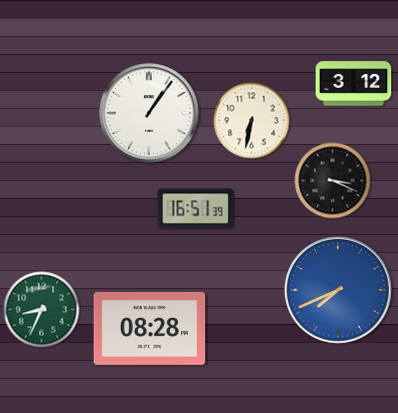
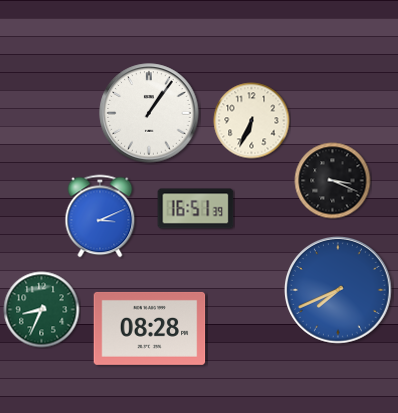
clock at (354, 84): 3:12 -> none
clock at (252, 121): 6:32 -> 6:34
clock at (100, 216): none -> 3:11
